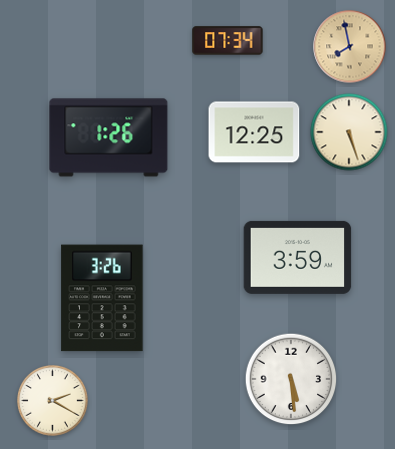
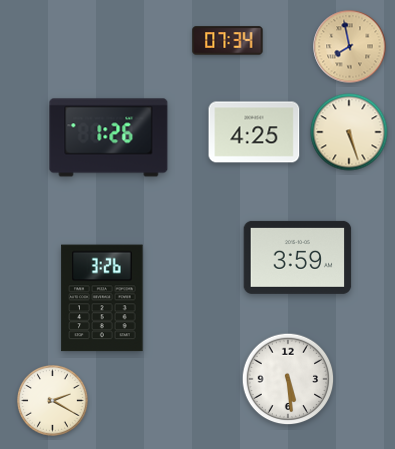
clock at (254, 132): 12:25 -> 4:25
clock at (291, 379) position: (291, 379) -> (288, 379)
